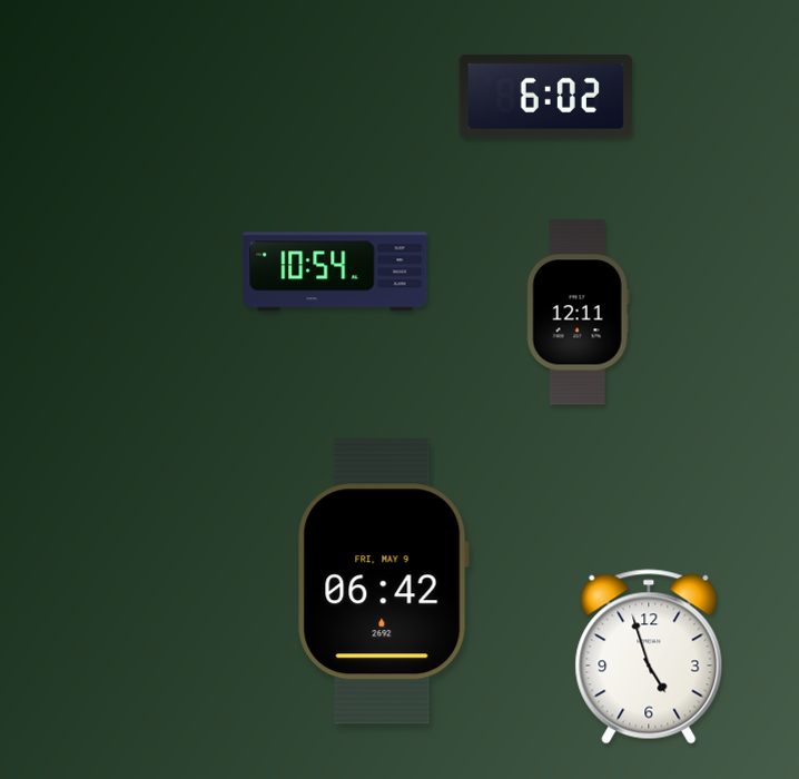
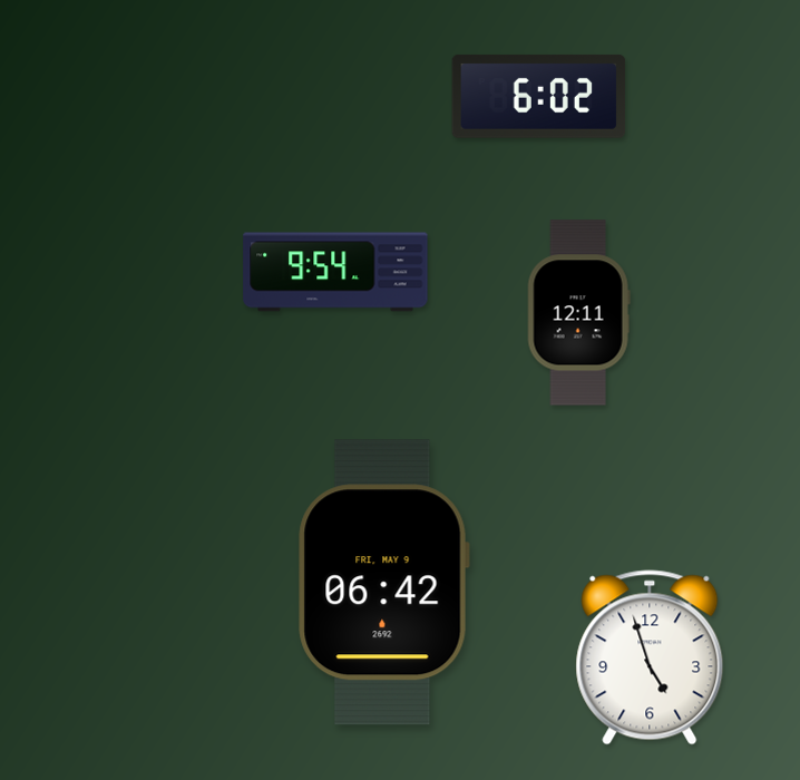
clock at (546, 96) position: (546, 96) -> (539, 96)
clock at (335, 272): 10:54 -> 9:54
